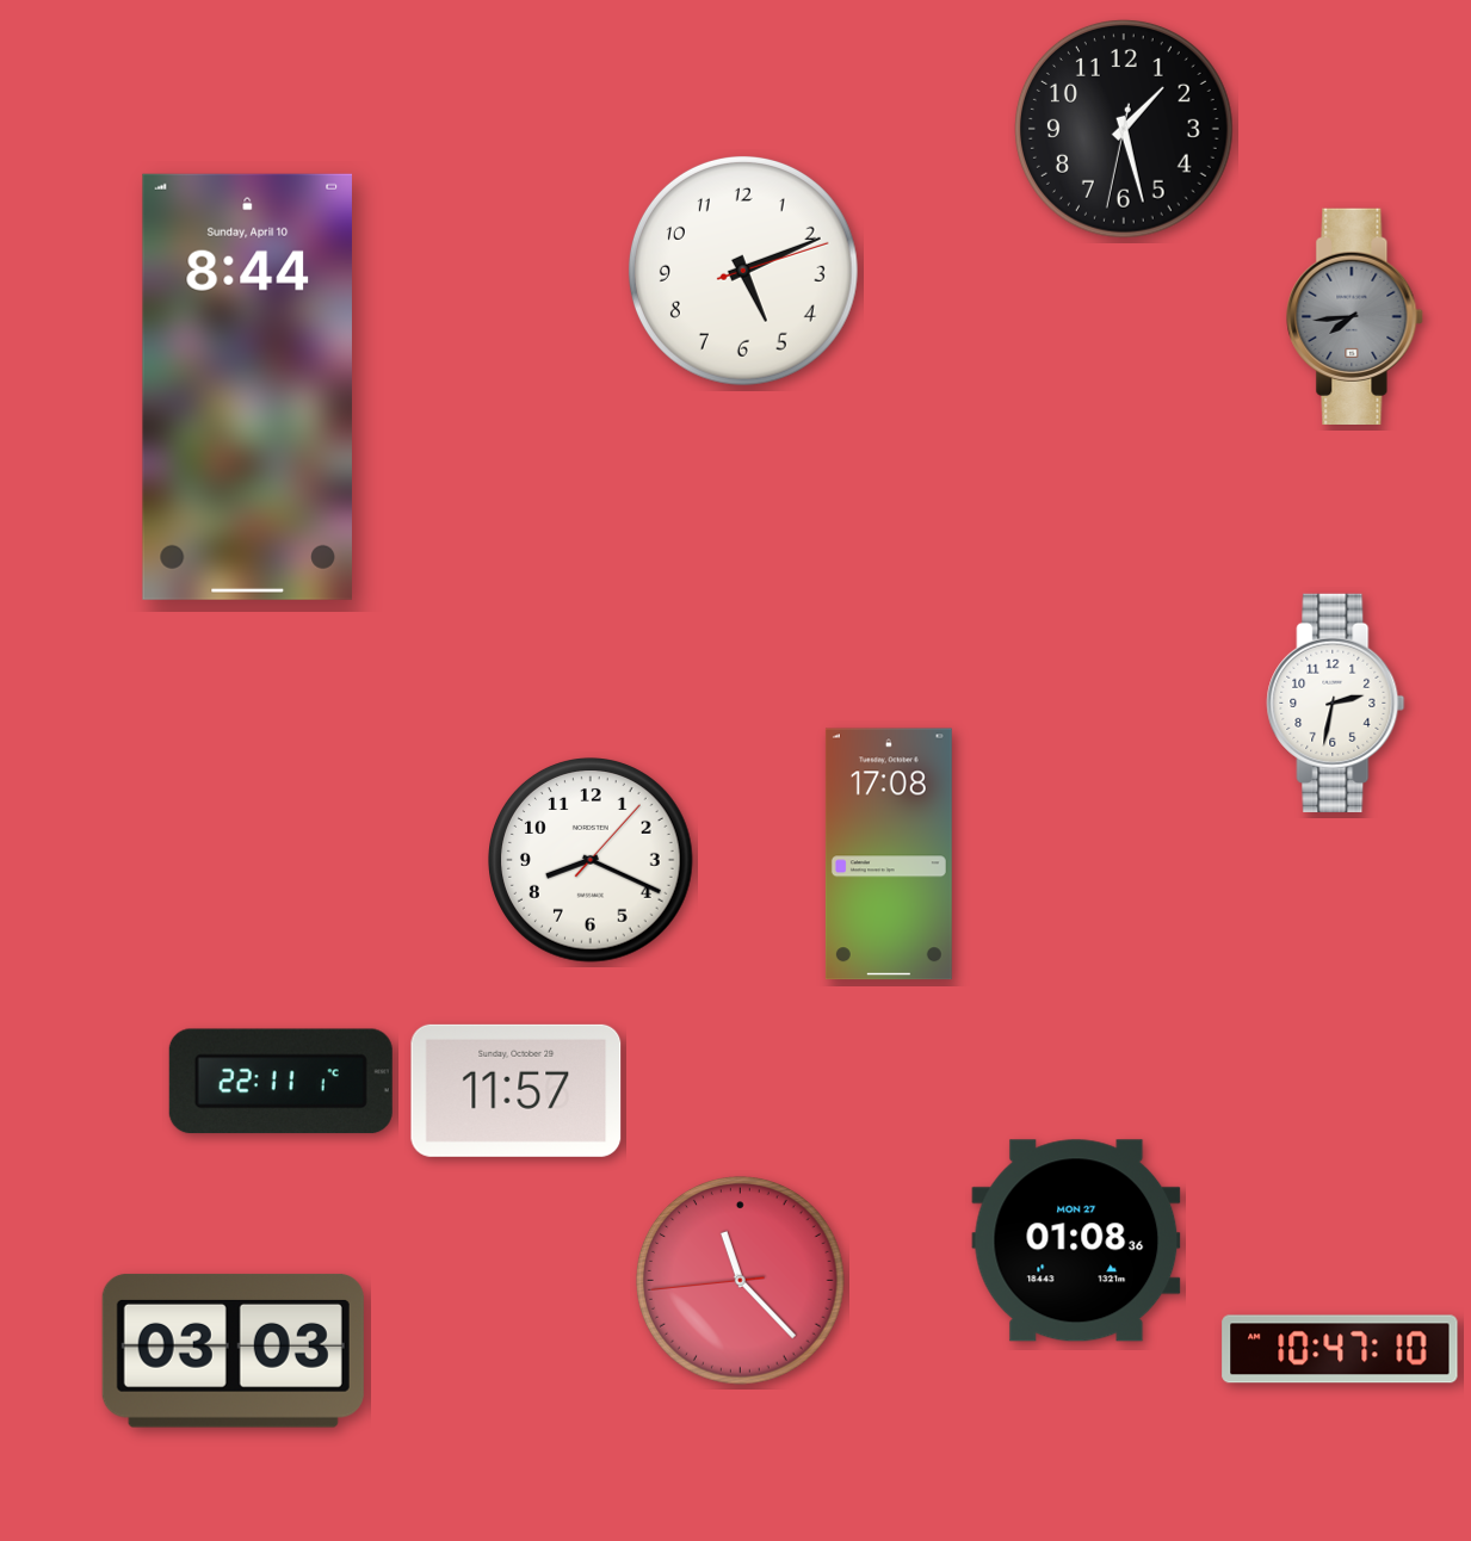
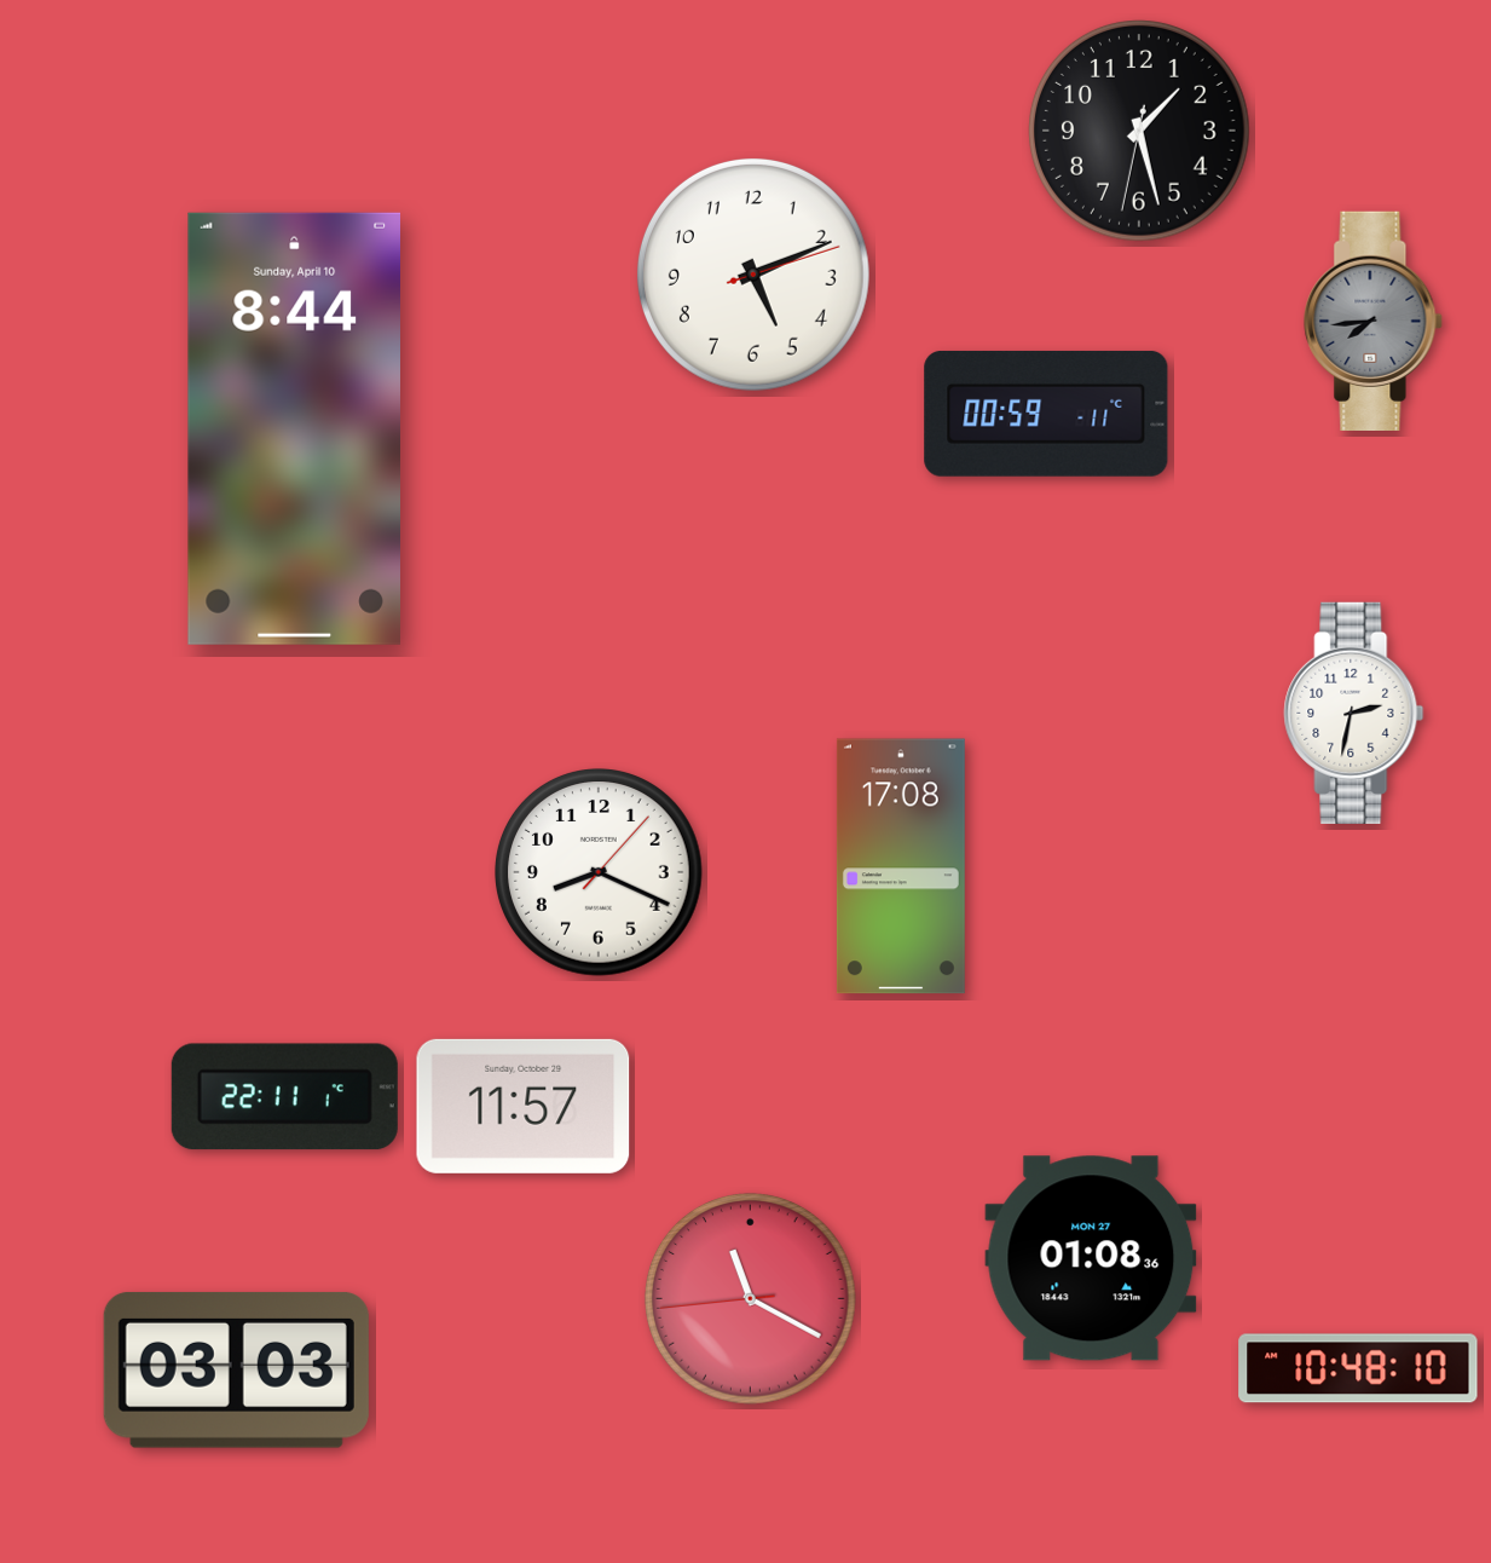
clock at (247, 386) position: (247, 386) -> (294, 428)
clock at (1046, 414): none -> 00:59
clock at (741, 1281): 11:22 -> 11:19
clock at (1340, 1349): 10:47 -> 10:48
